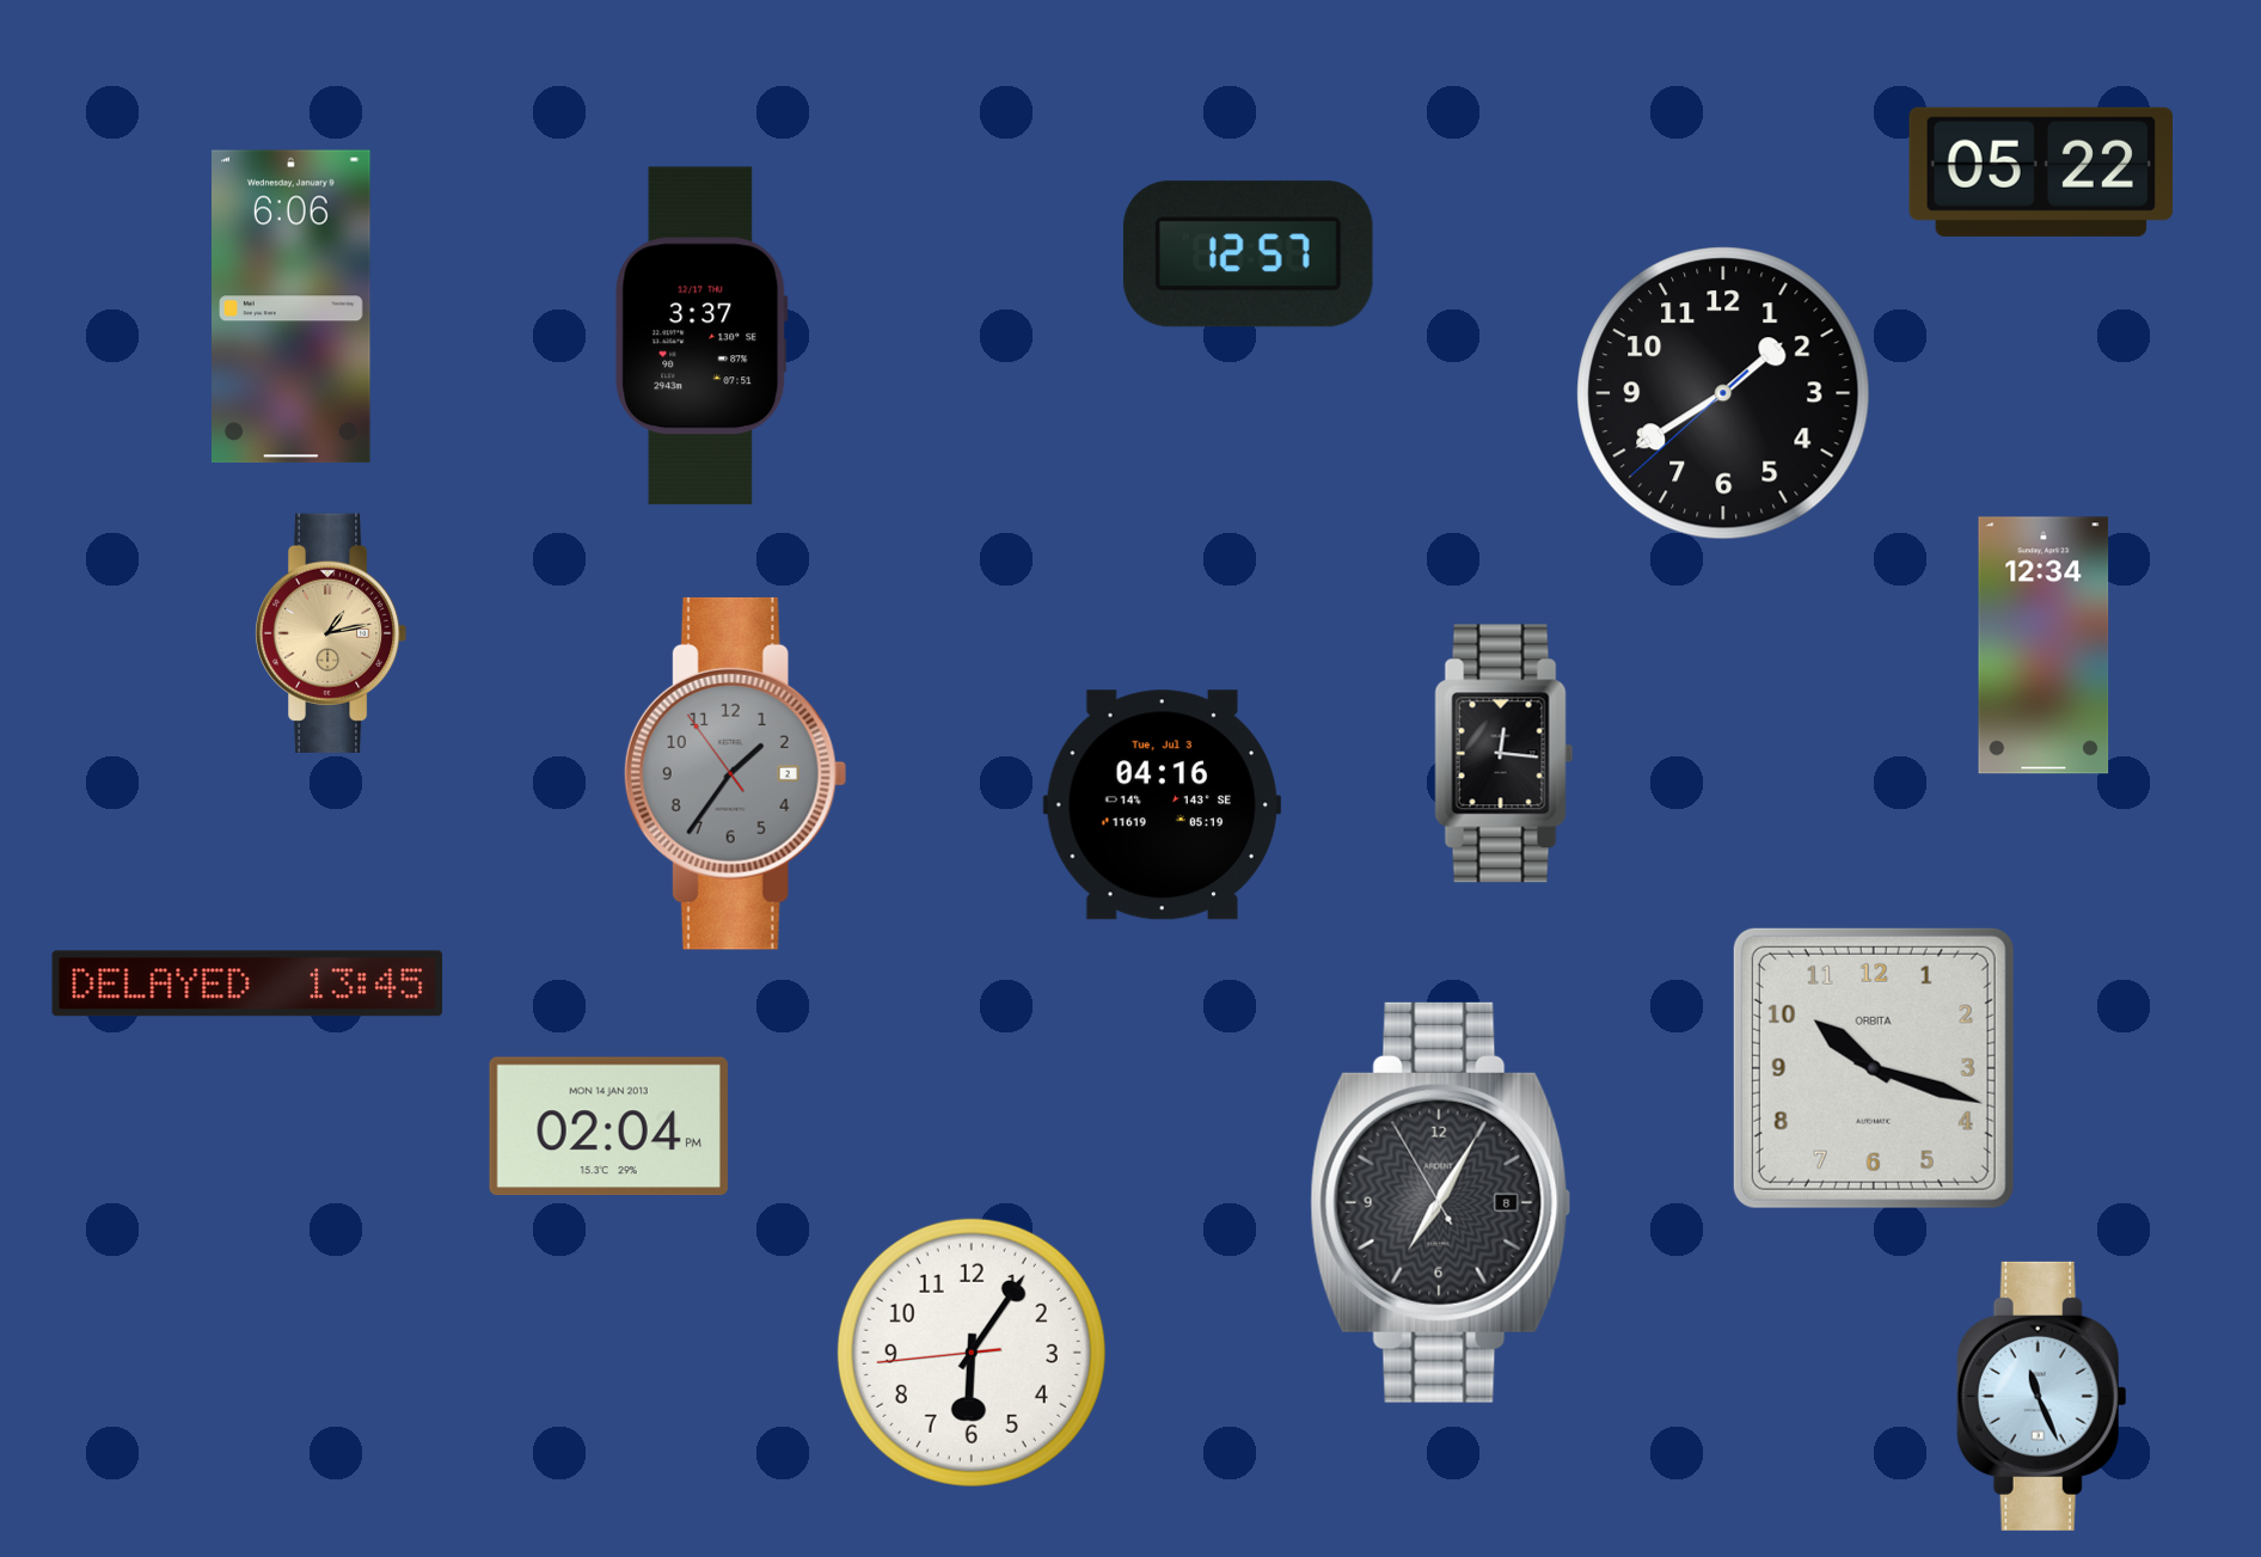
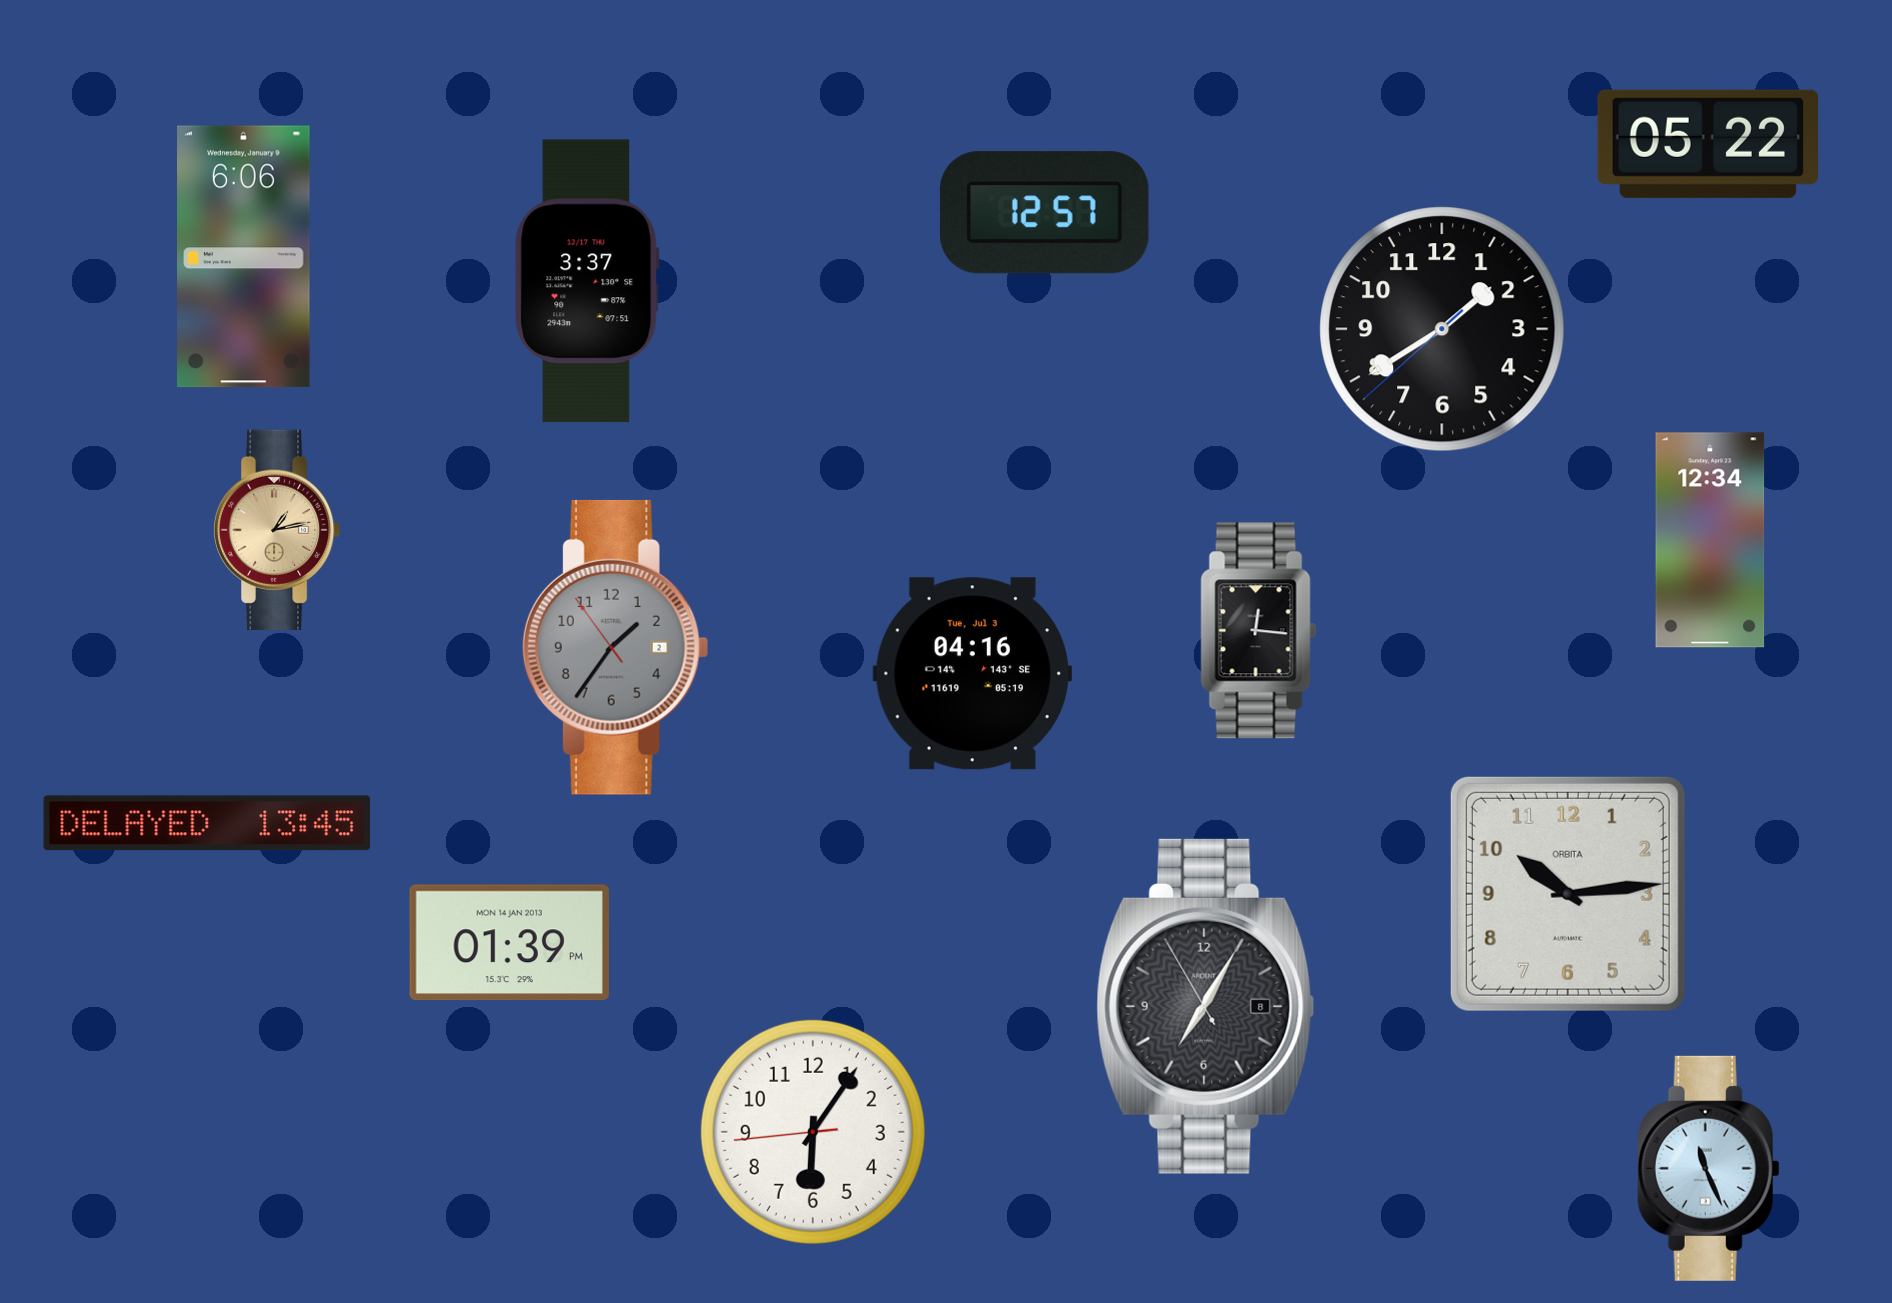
clock at (1874, 1068): 10:18 -> 10:14
clock at (608, 1127): 02:04 -> 01:39
